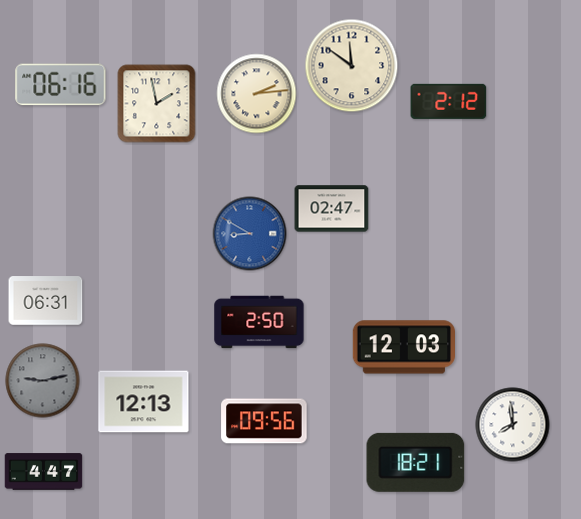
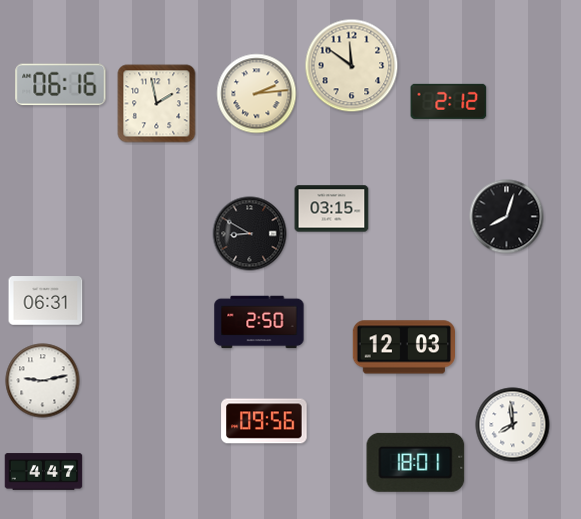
clock at (332, 209): 02:47 -> 03:15
clock at (507, 217): none -> 8:03
clock at (250, 234) dial: blue -> black
clock at (43, 381) dial: grey -> white
clock at (144, 402): 12:13 -> none
clock at (416, 462): 18:21 -> 18:01
